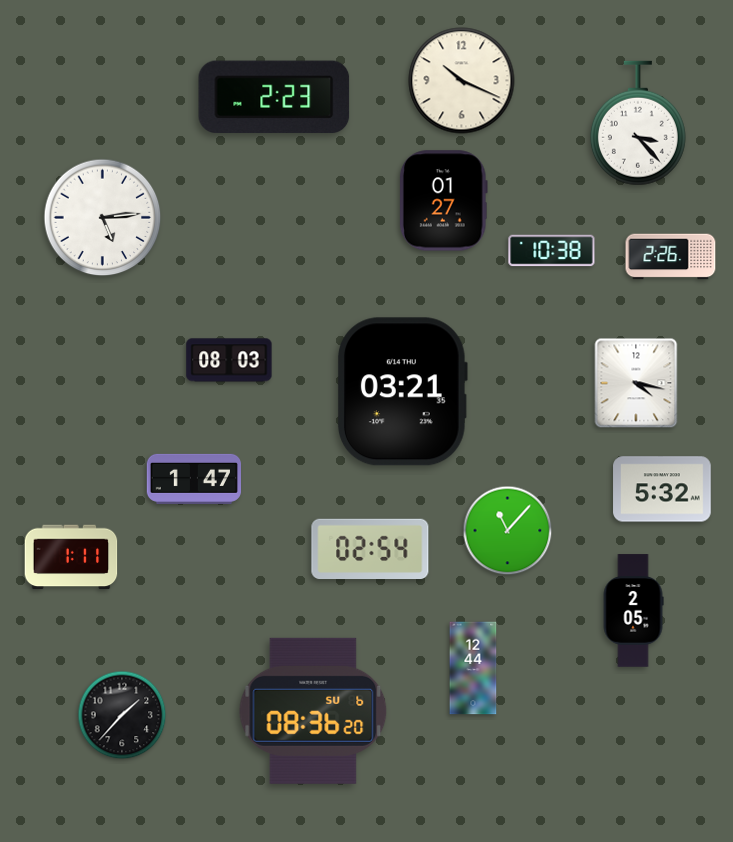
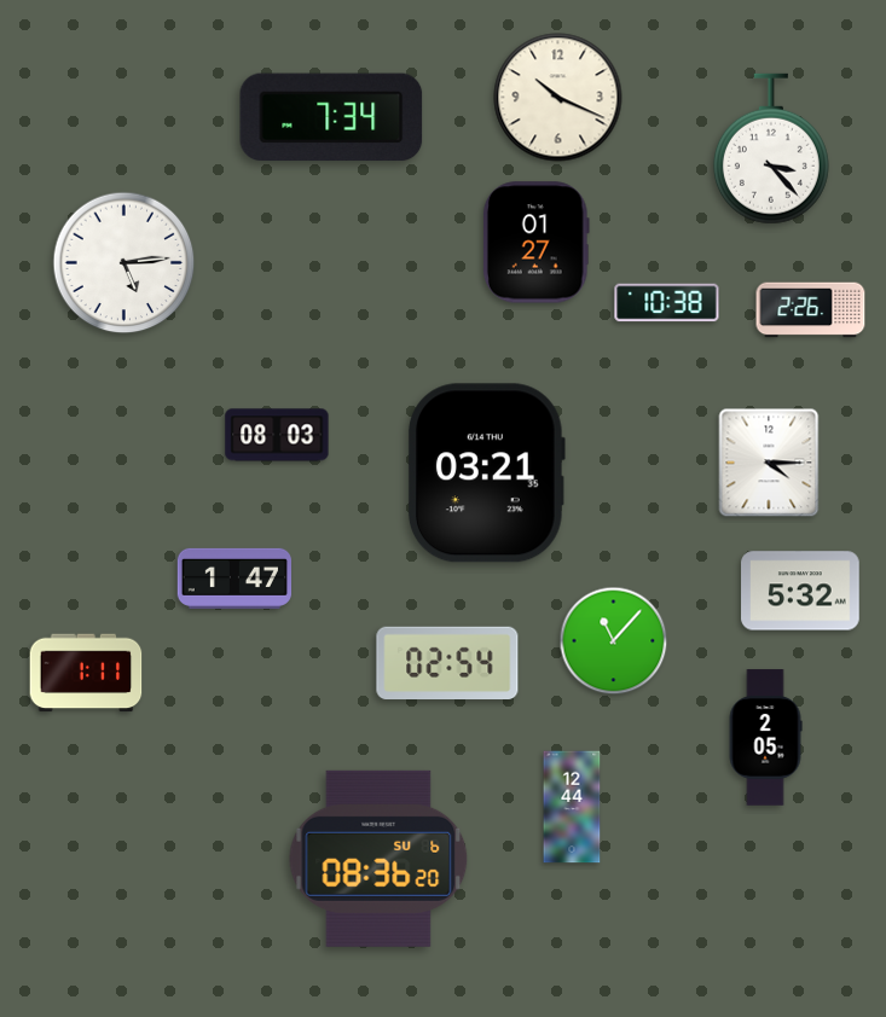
clock at (274, 97): 2:23 -> 7:34
clock at (636, 383): 4:17 -> 4:15
clock at (122, 715): 1:37 -> none
